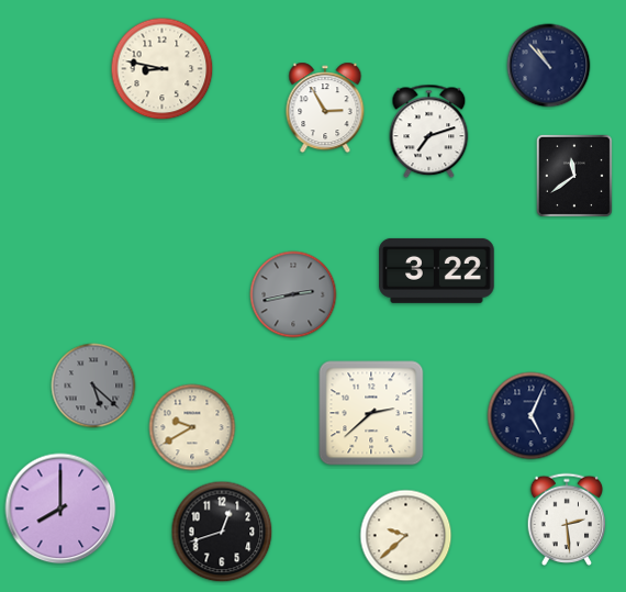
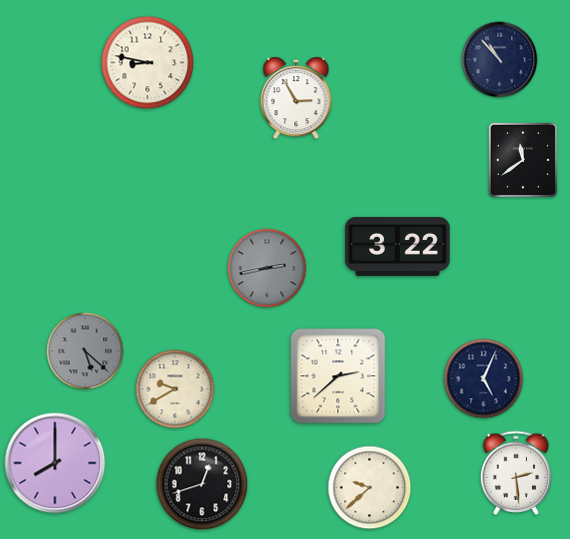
clock at (429, 132): 7:12 -> none
